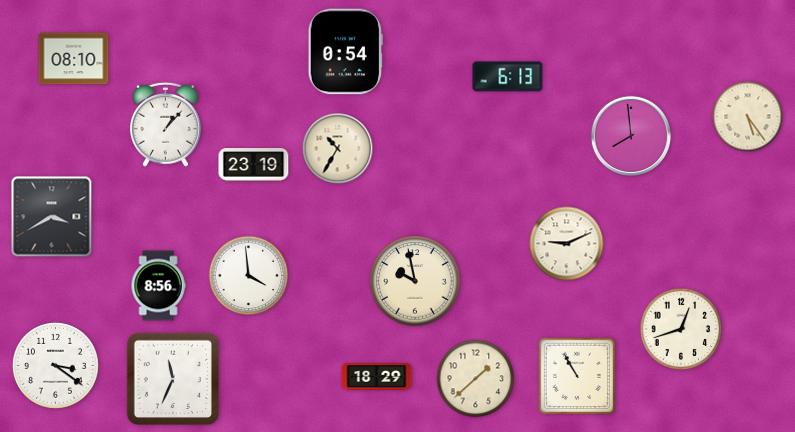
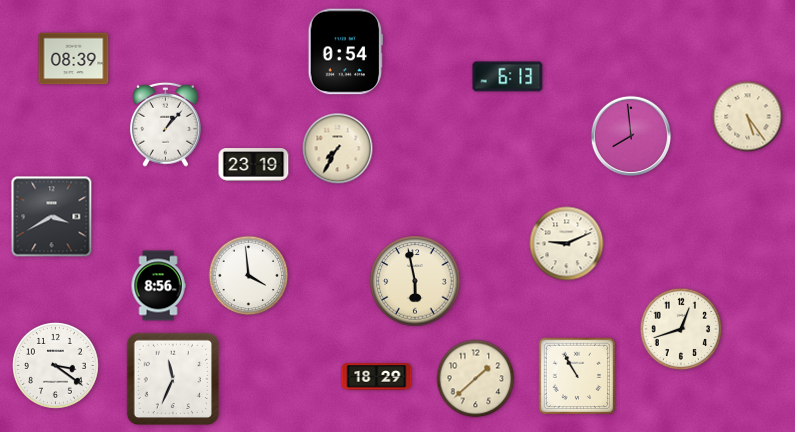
clock at (74, 59): 08:10 -> 08:39
clock at (338, 149): 10:35 -> 7:35
clock at (415, 281): 9:58 -> 5:58
